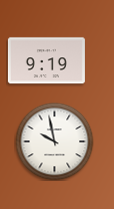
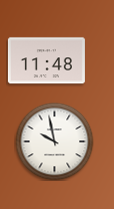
clock at (46, 61): 9:19 -> 11:48
